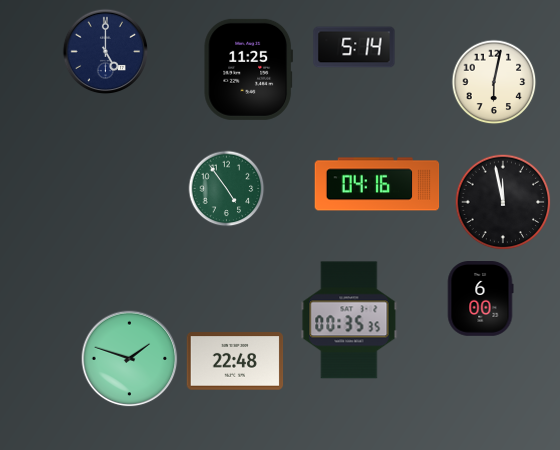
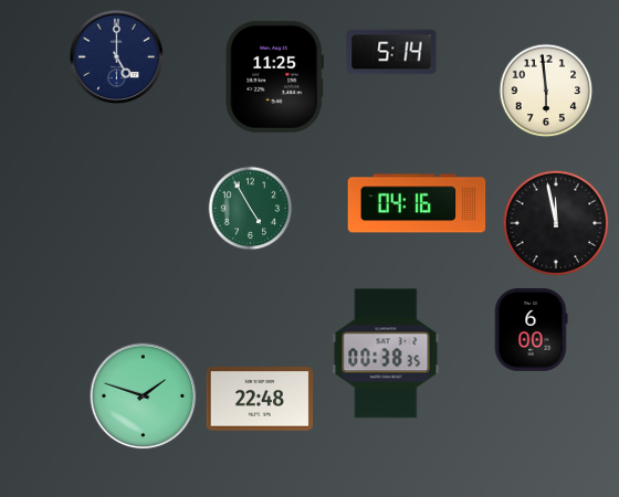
clock at (494, 82): 6:02 -> 5:59
clock at (227, 189): 4:54 -> 4:55
clock at (349, 320): 00:35 -> 00:38
